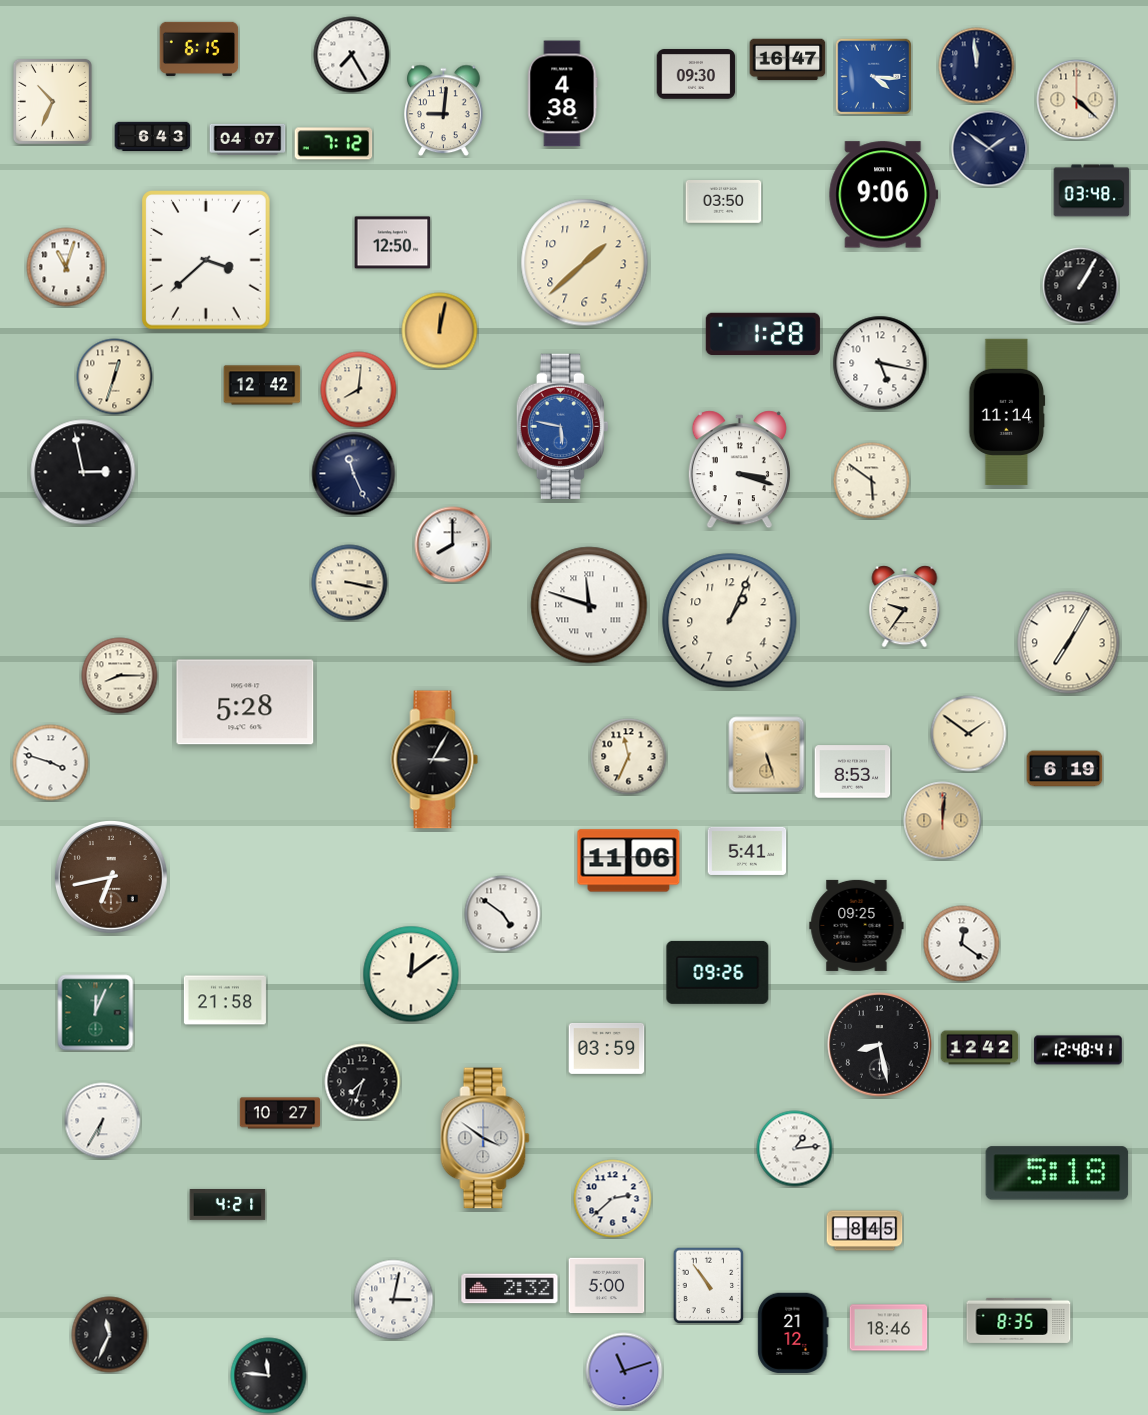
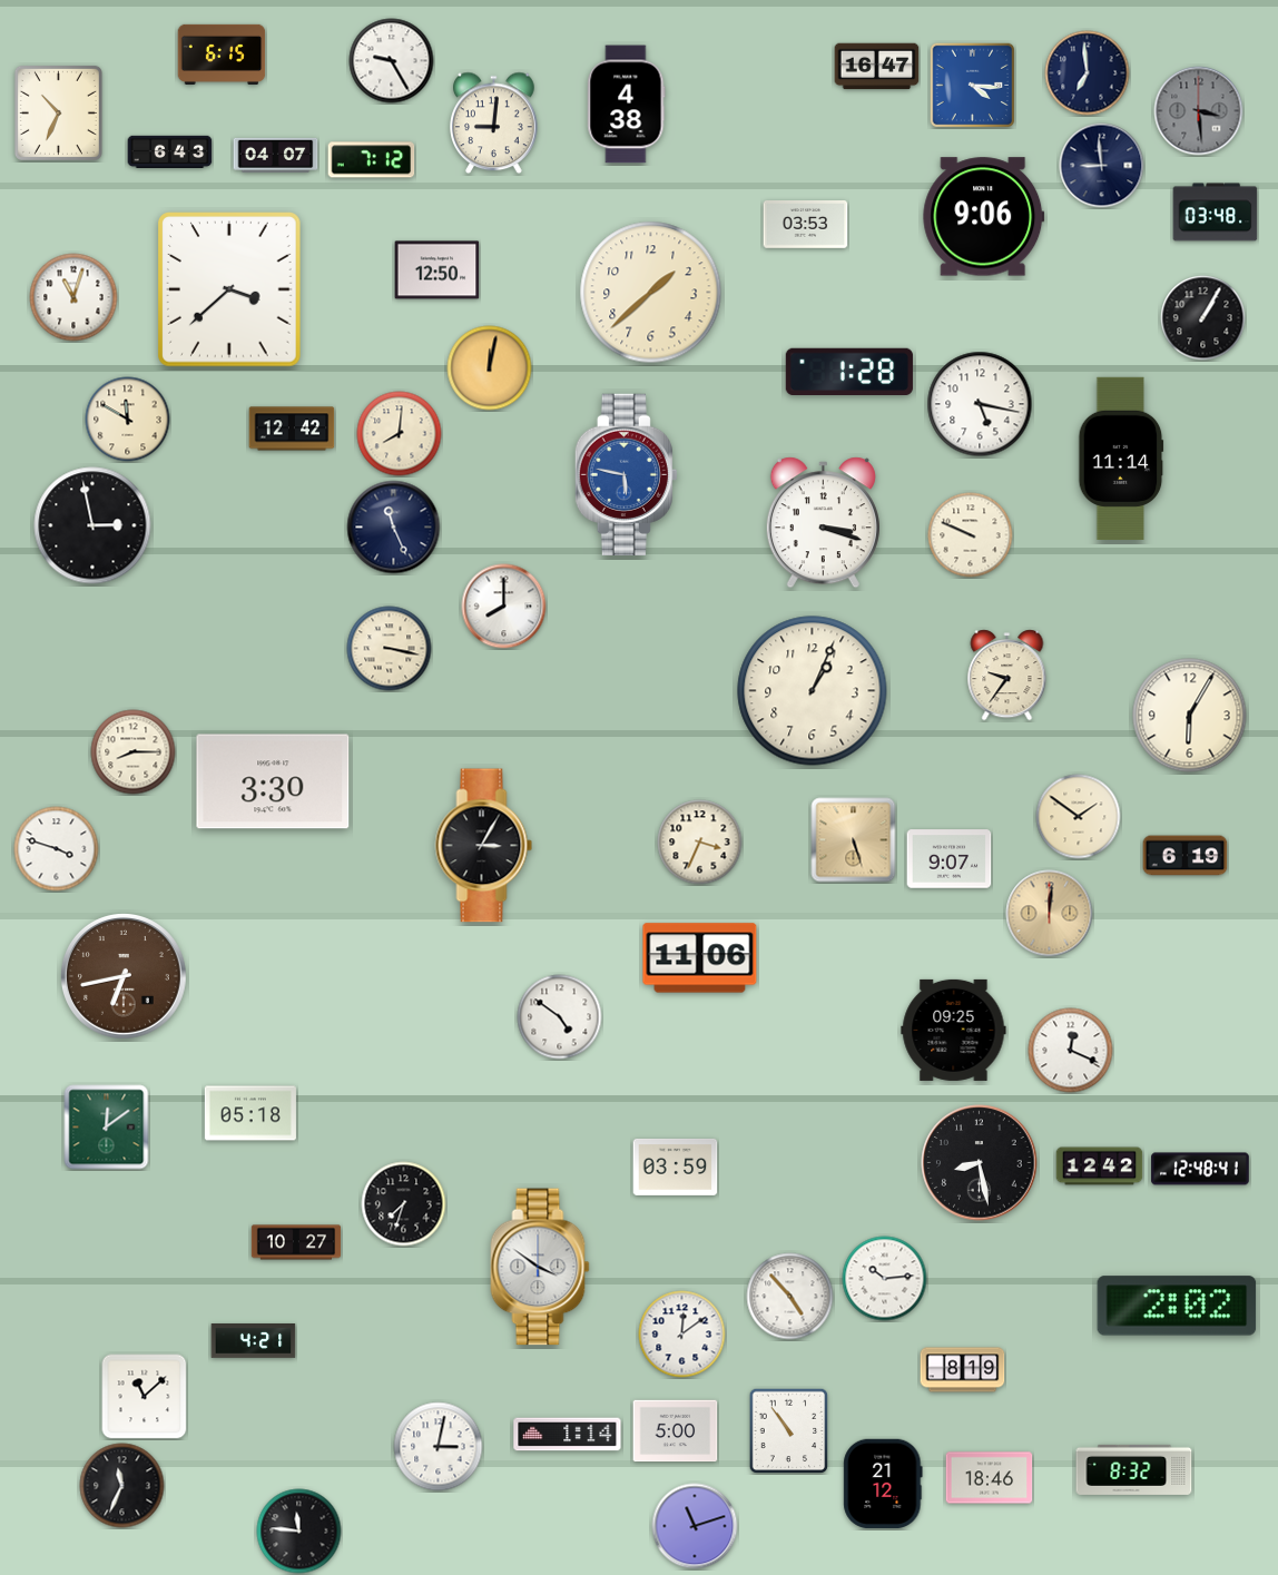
clock at (352, 55): 7:25 -> 9:25
clock at (977, 66): 11:59 -> 6:59
clock at (696, 74): 09:30 -> none
clock at (1077, 100): 4:22 -> 3:29
clock at (1077, 100) dial: cream -> grey
clock at (990, 149): 1:51 -> 8:59
clock at (724, 202): 03:50 -> 03:53
clock at (115, 377): 12:33 -> 11:50
clock at (872, 481): 5:51 -> 9:49
clock at (589, 605): 11:48 -> none
clock at (1069, 643): 7:05 -> 6:05
clock at (245, 702): 5:28 -> 3:30
clock at (629, 757): 11:34 -> 3:34
clock at (853, 772): 8:53 -> 9:07
clock at (747, 851): 5:41 -> none
clock at (962, 944): 12:21 -> 12:19
clock at (718, 972): 09:26 -> none
clock at (411, 974): 12:09 -> none
clock at (225, 1000): 21:58 -> 05:18
clock at (96, 1013): 12:04 -> 12:09
clock at (980, 1048) position: (980, 1048) -> (1100, 1167)
clock at (280, 1113) position: (280, 1113) -> (296, 1242)
clock at (103, 1121): 6:35 -> none
clock at (795, 1149): 1:14 -> 10:14
clock at (790, 1297): none -> 4:53
clock at (1057, 1173): 5:18 -> 2:02
clock at (613, 1199): 2:38 -> 12:09
clock at (865, 1231): 8:45 -> 8:19
clock at (145, 1397): none -> 11:08
clock at (510, 1289): 2:32 -> 1:14
clock at (1019, 1320): 8:35 -> 8:32
